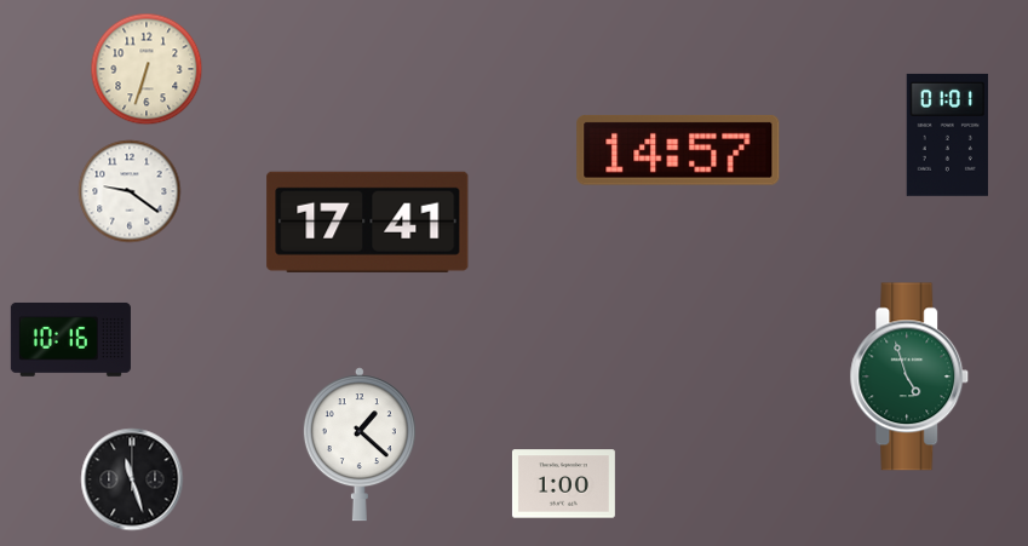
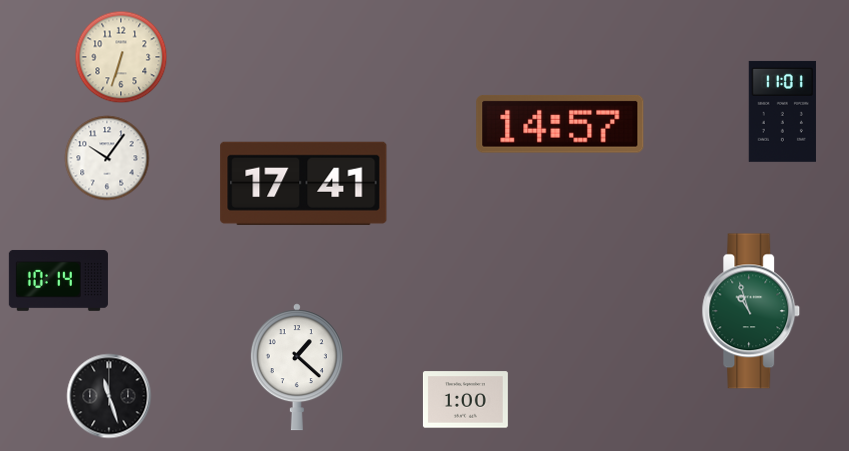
clock at (947, 134): 01:01 -> 11:01
clock at (130, 191): 9:21 -> 10:06
clock at (70, 339): 10:16 -> 10:14
clock at (909, 377): 4:57 -> 10:57
